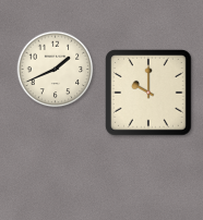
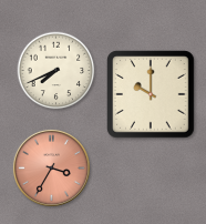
clock at (56, 70): 1:41 -> 7:41
clock at (51, 167): none -> 3:35
